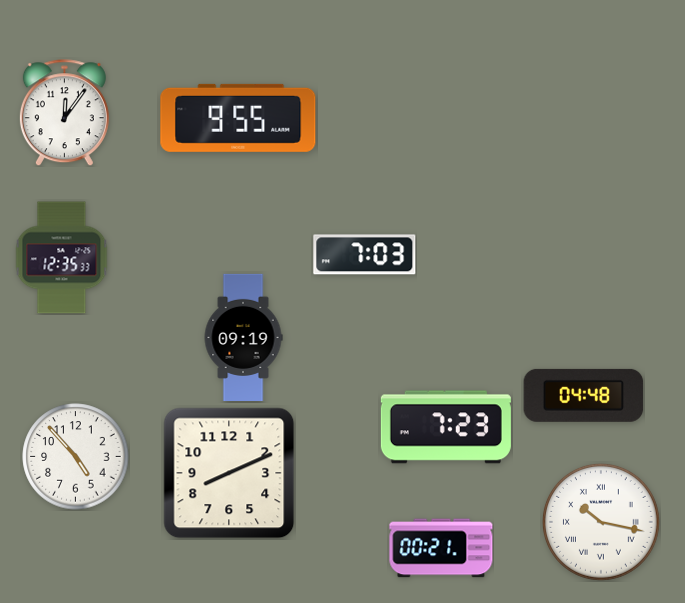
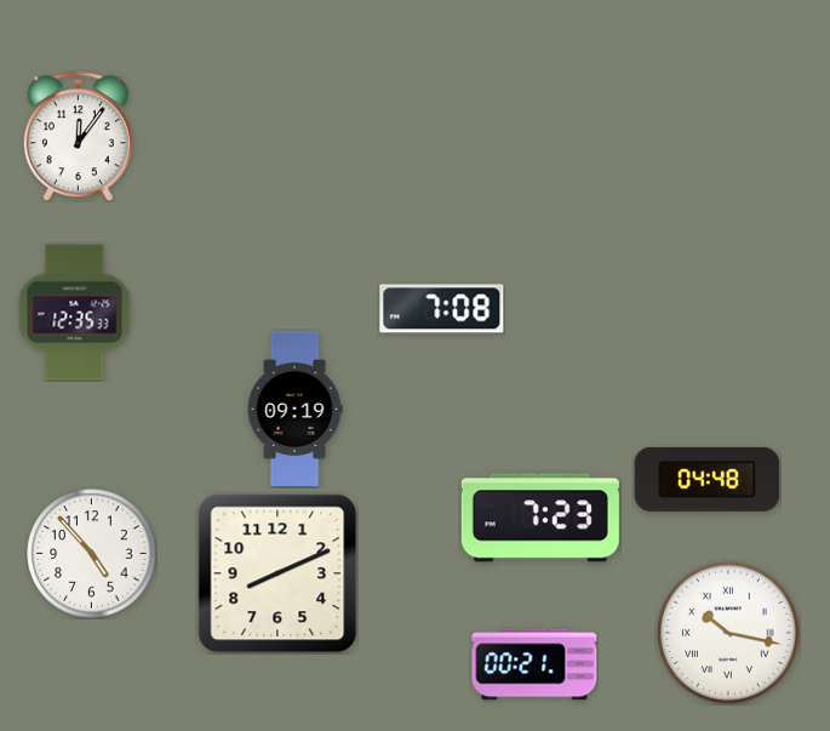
clock at (238, 118): 9:55 -> none
clock at (365, 255): 7:03 -> 7:08
